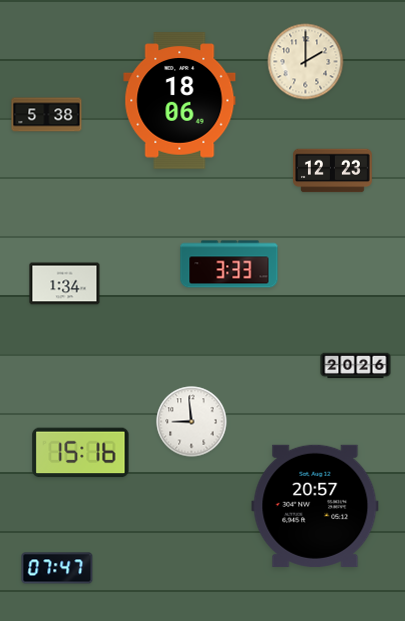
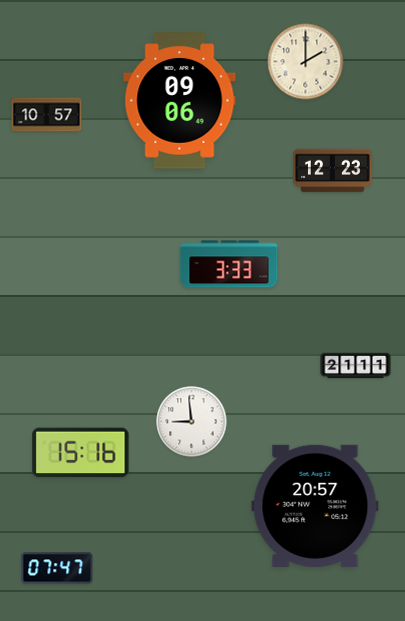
clock at (180, 101): 18:06 -> 09:06
clock at (47, 115): 5:38 -> 10:57
clock at (65, 284): 1:34 -> none
clock at (356, 366): 20:26 -> 21:11
